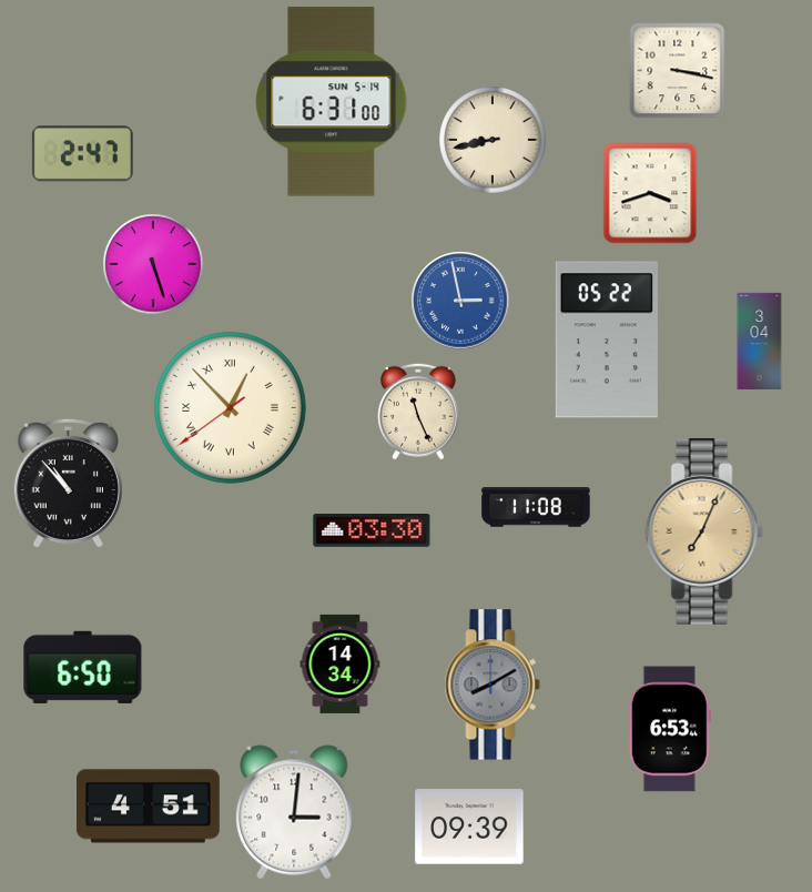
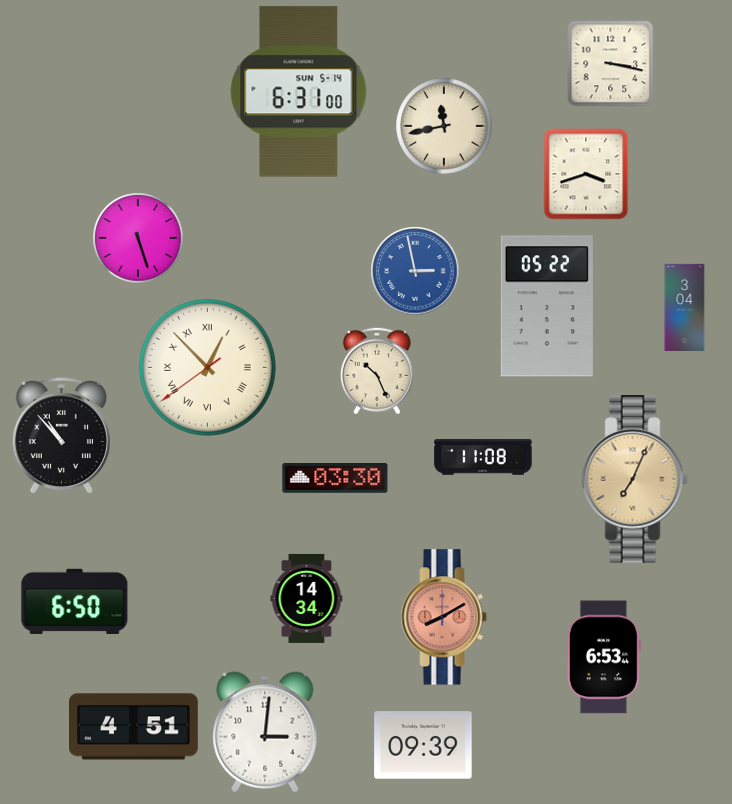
clock at (493, 140): 8:43 -> 11:43
clock at (82, 154): 2:47 -> none
clock at (418, 412): 11:26 -> 10:26
clock at (493, 685) dial: grey -> salmon
